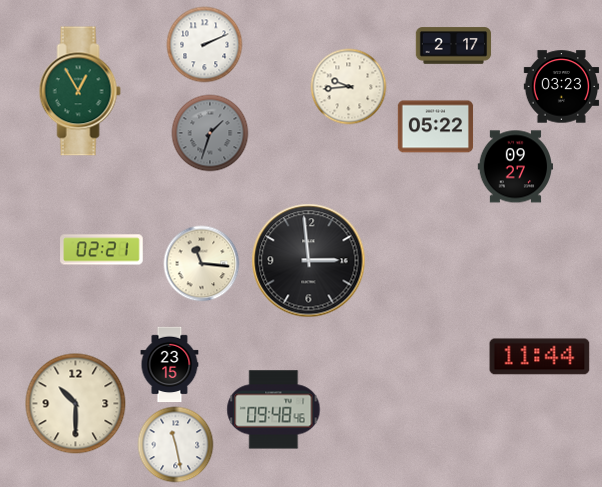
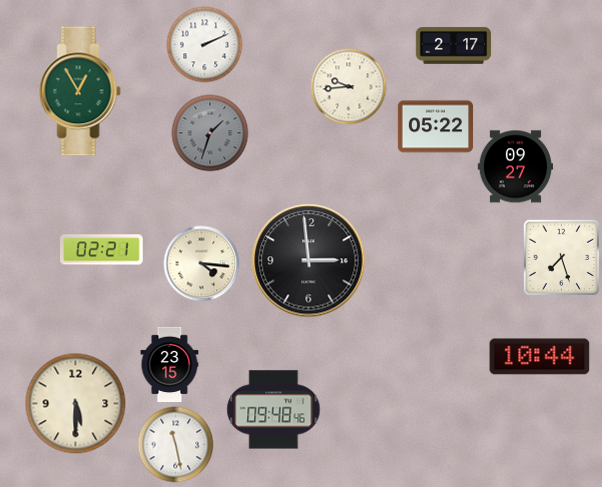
clock at (562, 87): 03:23 -> none
clock at (562, 258): none -> 7:27
clock at (202, 264): 11:16 -> 4:16
clock at (540, 357): 11:44 -> 10:44
clock at (76, 404): 10:30 -> 5:30
